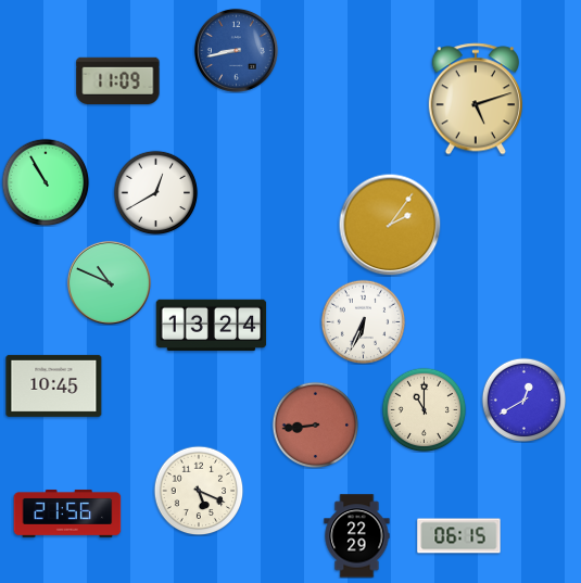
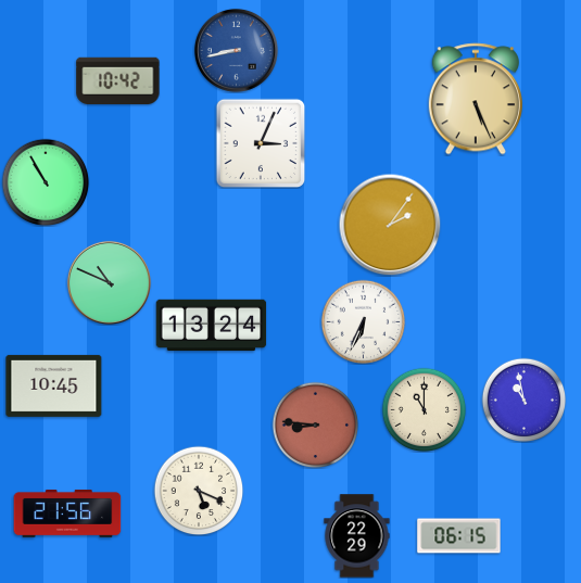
clock at (118, 81): 11:09 -> 10:42
clock at (476, 99): 5:12 -> 5:26
clock at (261, 143): none -> 3:04
clock at (155, 192): 12:40 -> none
clock at (523, 400): 12:40 -> 10:58
clock at (315, 424): 8:44 -> 8:46
